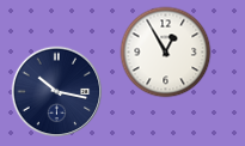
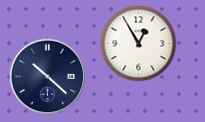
clock at (57, 92): 10:17 -> 10:22
